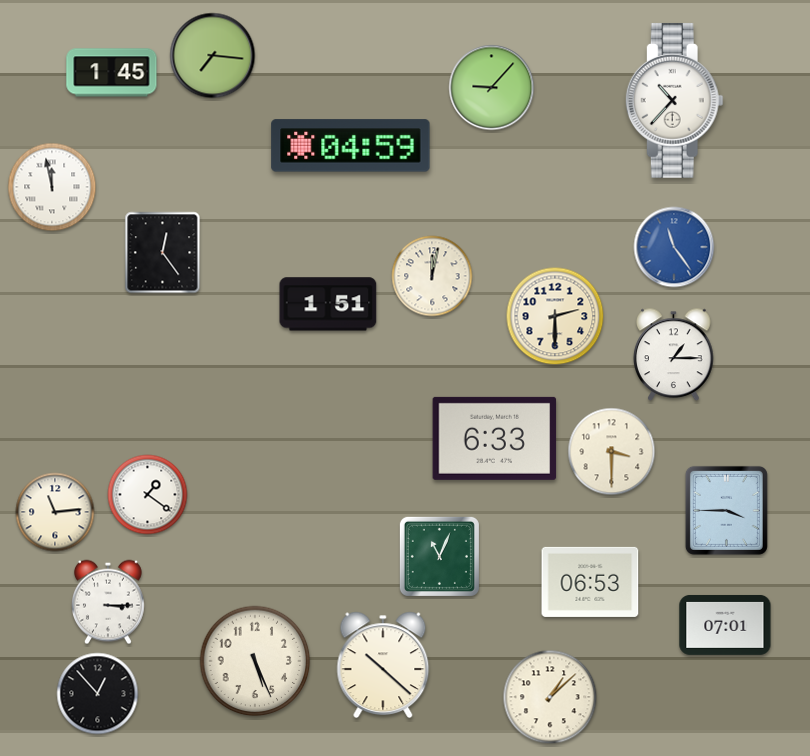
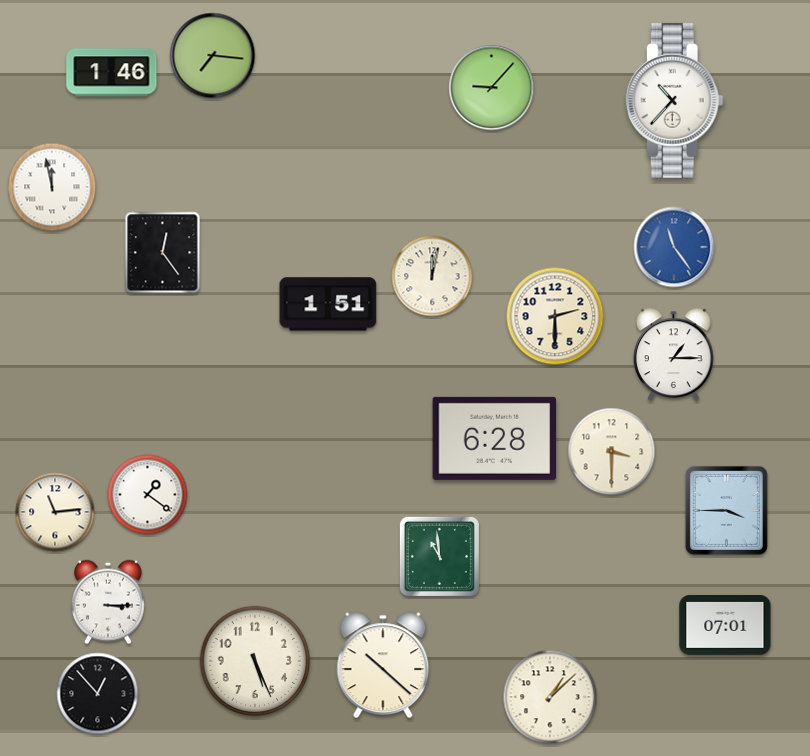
clock at (112, 73): 1:45 -> 1:46
clock at (351, 146): 04:59 -> none
clock at (495, 438): 6:33 -> 6:28
clock at (439, 556): 11:04 -> 10:59
clock at (590, 582): 06:53 -> none
